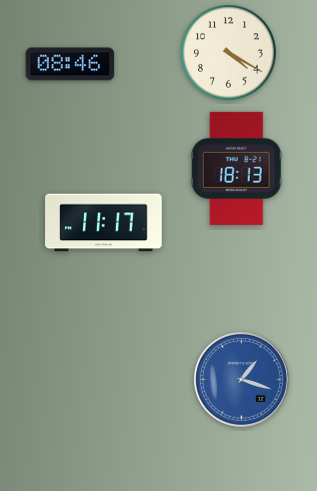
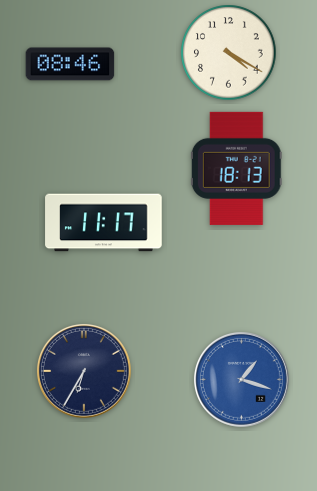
clock at (84, 371): none -> 6:35
